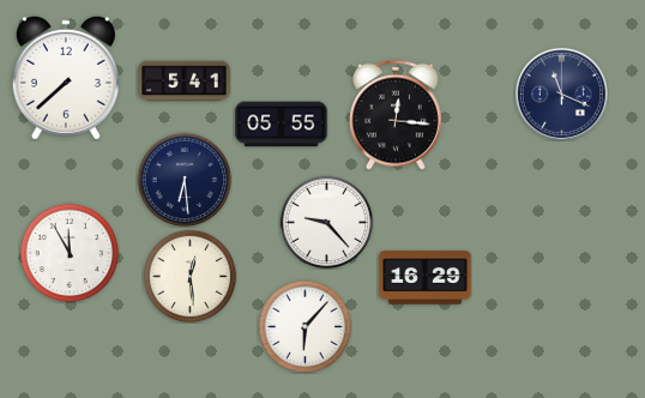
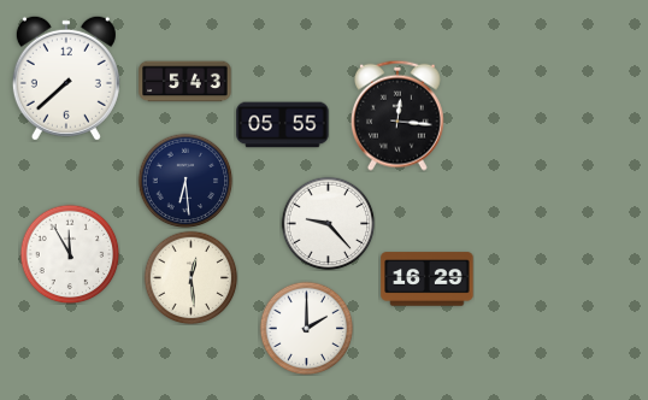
clock at (185, 82): 5:41 -> 5:43
clock at (561, 94): 11:19 -> none
clock at (305, 326): 6:07 -> 2:00
